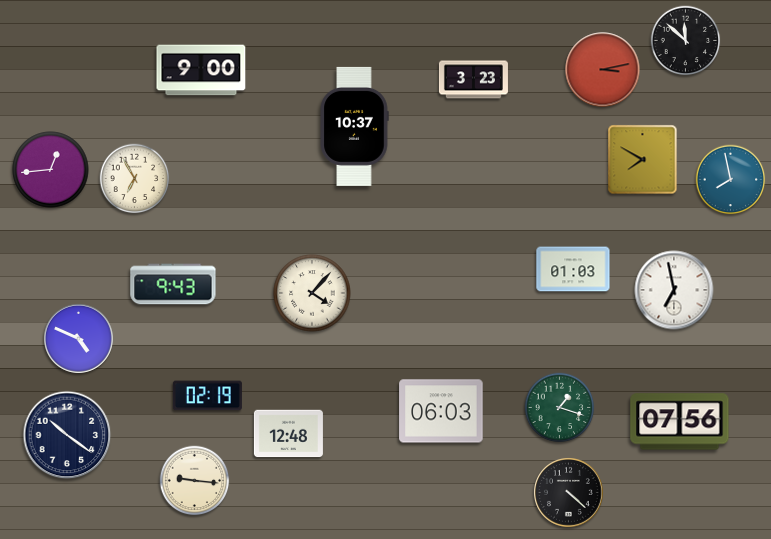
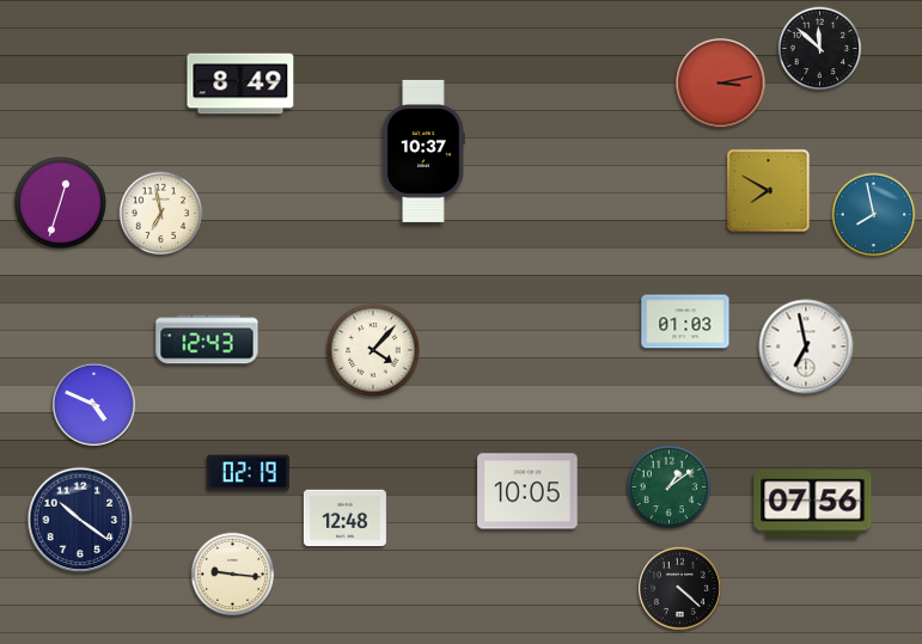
clock at (201, 70): 9:00 -> 8:49
clock at (473, 80): 3:23 -> none
clock at (51, 170): 12:44 -> 12:33
clock at (135, 179): 6:55 -> 6:58
clock at (173, 284): 9:43 -> 12:43
clock at (560, 408): 1:18 -> 1:09
clock at (441, 411): 06:03 -> 10:05
